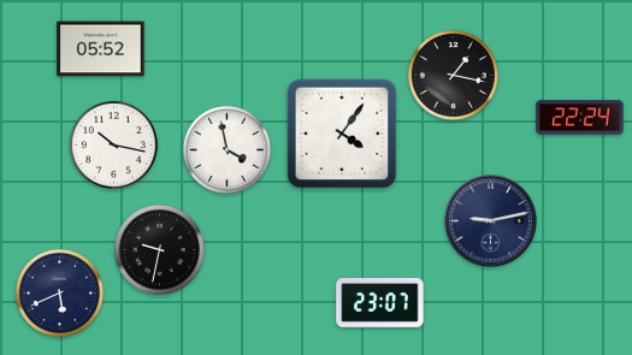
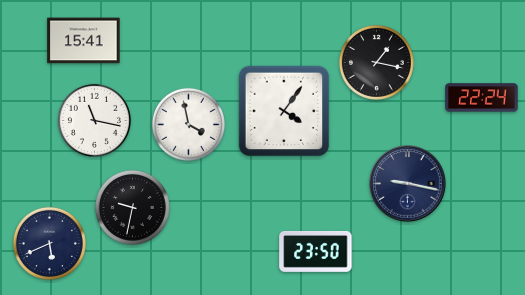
clock at (101, 49): 05:52 -> 15:41
clock at (113, 144): 10:17 -> 11:17
clock at (491, 221): 9:13 -> 9:17
clock at (380, 303): 23:07 -> 23:50
